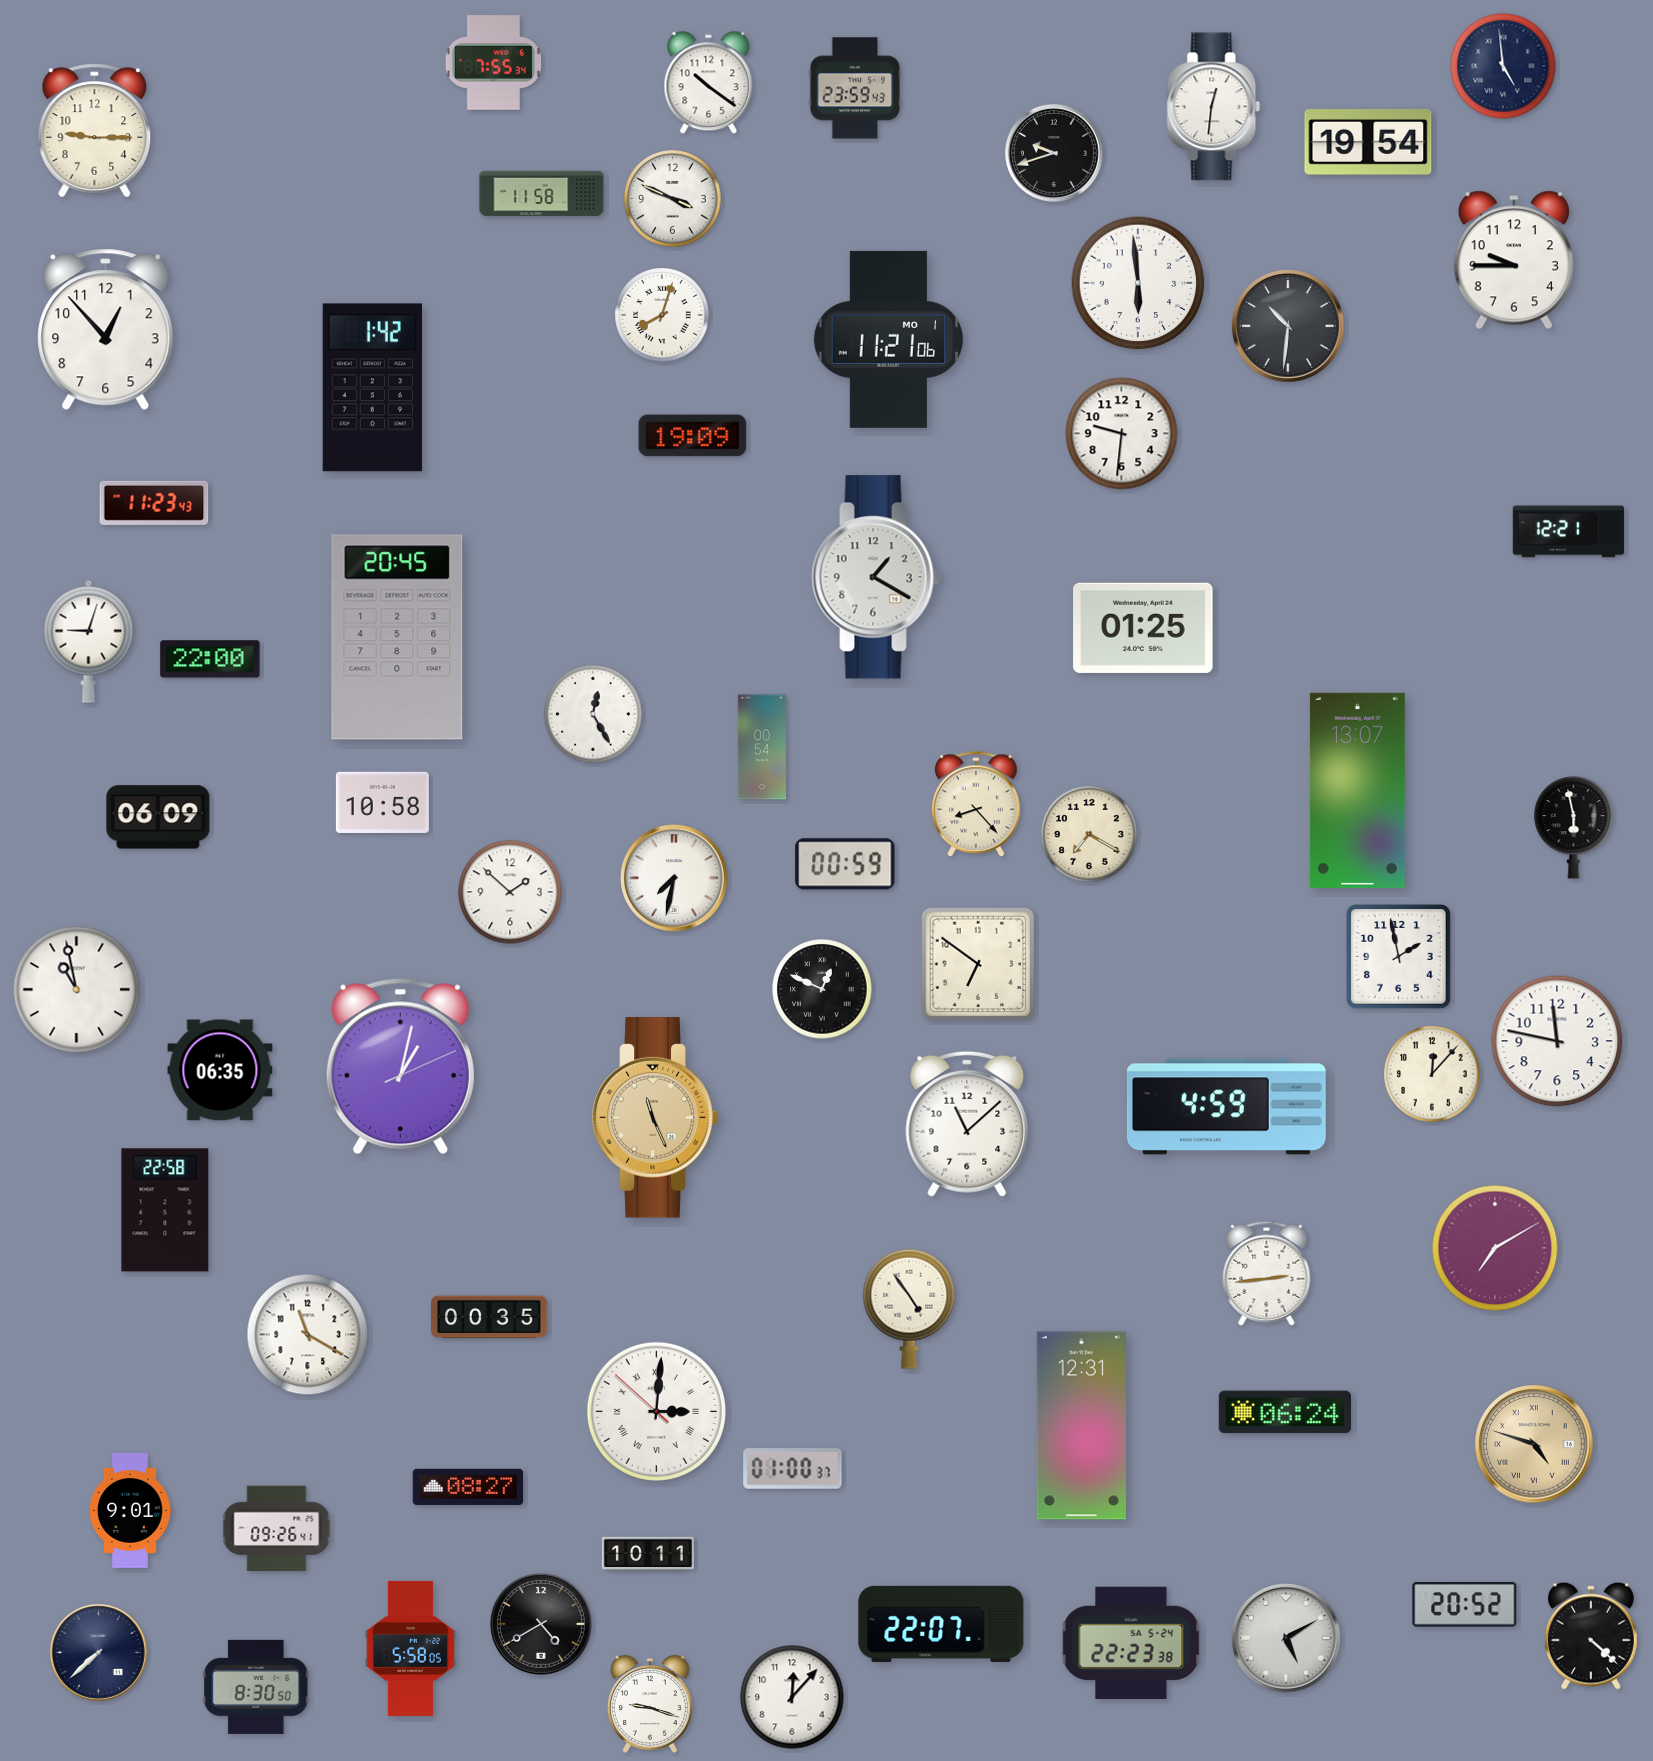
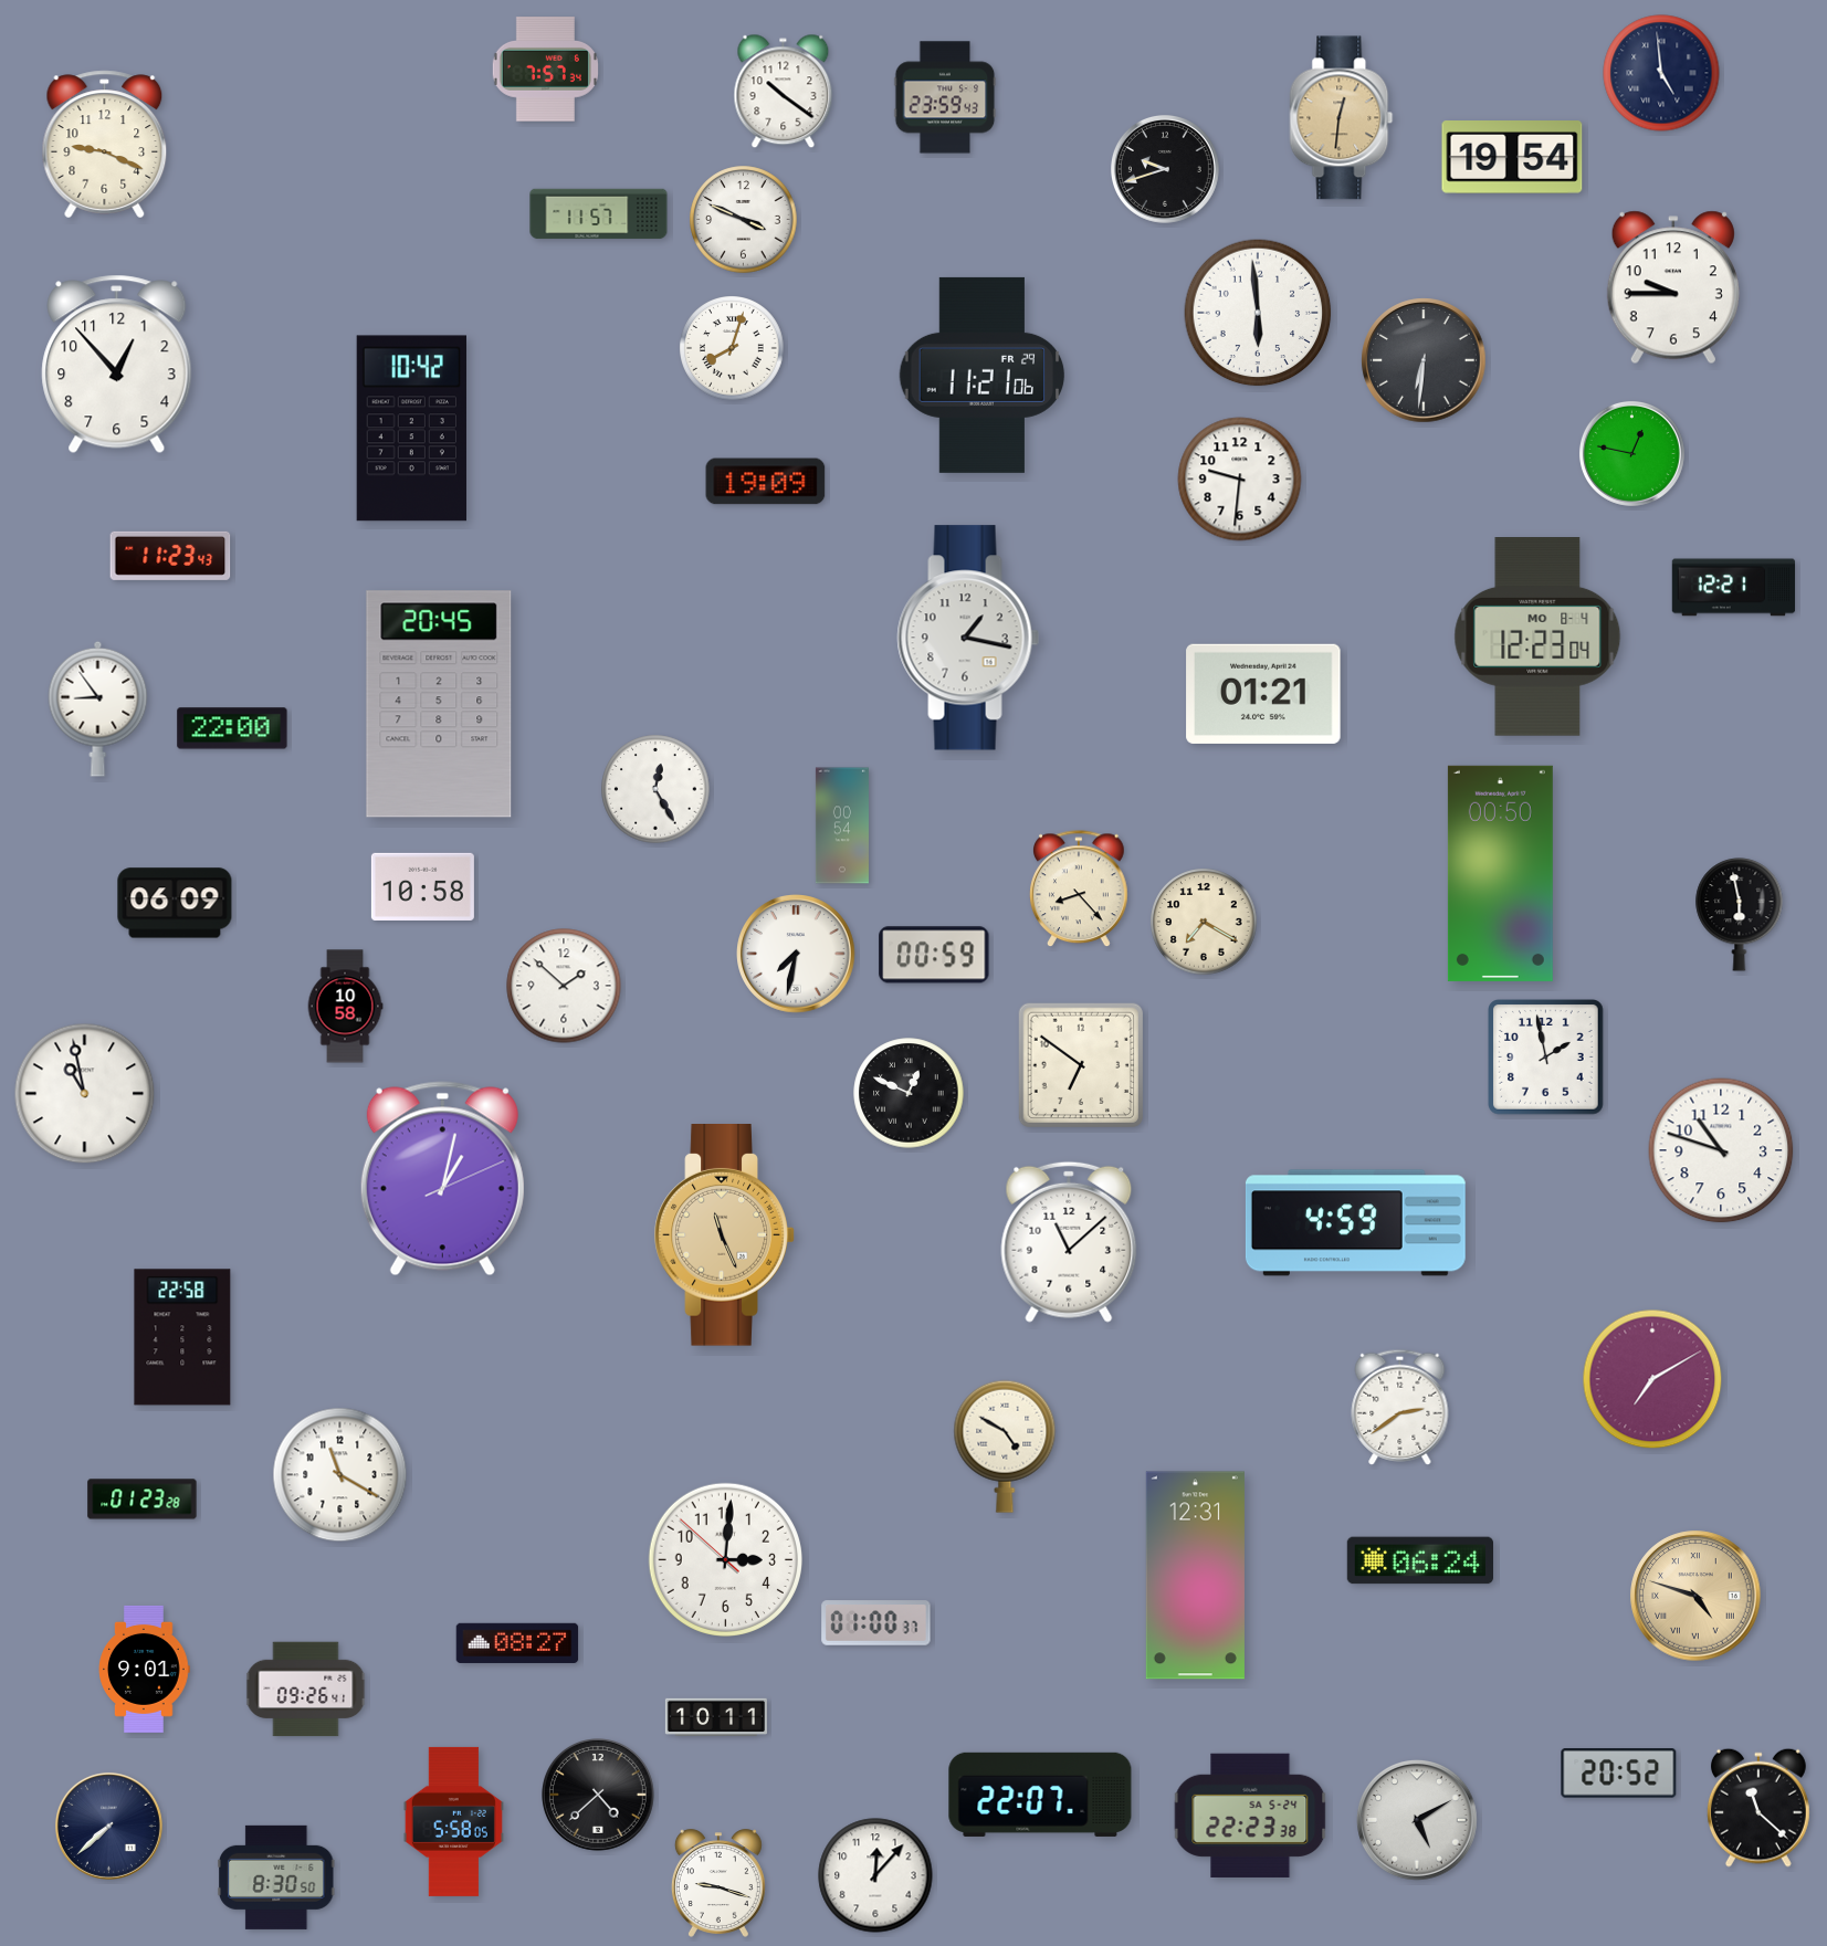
clock at (493, 63): 7:55 -> 7:57
clock at (1214, 107) dial: white -> champagne
clock at (95, 131): 9:15 -> 9:19
clock at (542, 194): 11:58 -> 11:57
clock at (1288, 326): 10:31 -> 6:31
clock at (889, 339) date: MO 1 -> FR 29
clock at (372, 388): 1:42 -> 10:42
clock at (1631, 453): none -> 12:47
clock at (876, 577): 1:20 -> 1:17
clock at (1537, 638): none -> 12:23
clock at (1143, 628): 01:25 -> 01:21
clock at (89, 641): 9:03 -> 8:54
clock at (1357, 790): 13:07 -> 00:50
clock at (675, 879) position: (675, 879) -> (797, 955)
clock at (345, 1007): none -> 10:58
clock at (1557, 1041): 11:47 -> 10:48
clock at (220, 1070): 06:35 -> none
clock at (1432, 1074): 12:07 -> none
clock at (1267, 1273): 2:44 -> 2:39
clock at (909, 1309): 4:54 -> 4:50
clock at (490, 1317): 00:35 -> none
clock at (143, 1500): none -> 01:23
clock at (656, 1411) numerals: Roman -> Arabic
clock at (542, 1625): 4:40 -> 4:38
clock at (1591, 1636): 4:22 -> 11:22
clock at (1286, 1638) position: (1286, 1638) -> (1417, 1820)
clock at (256, 1687) position: (256, 1687) -> (276, 1877)
